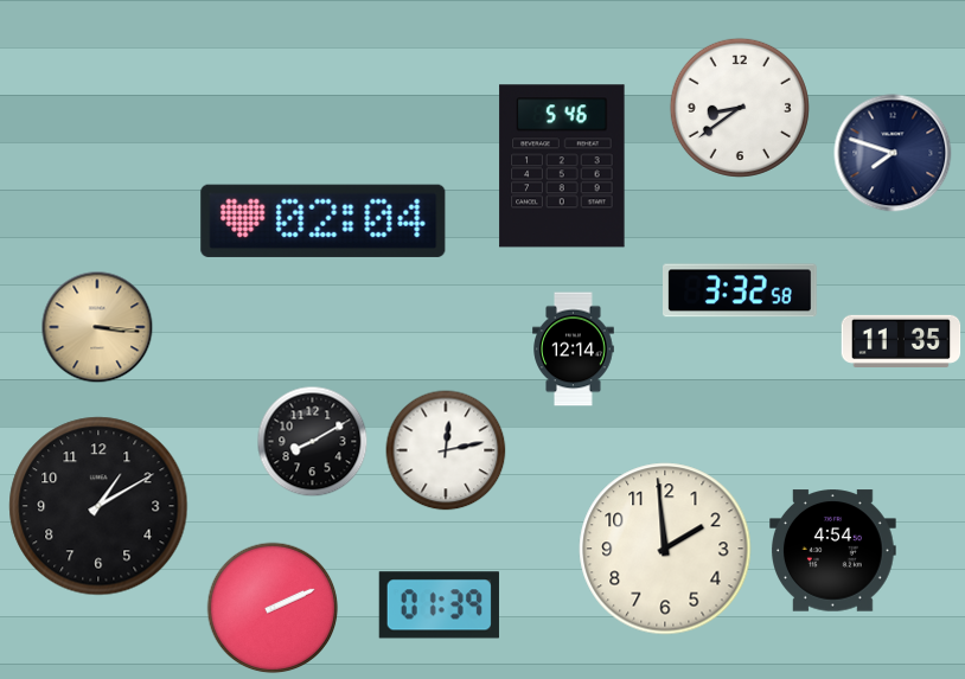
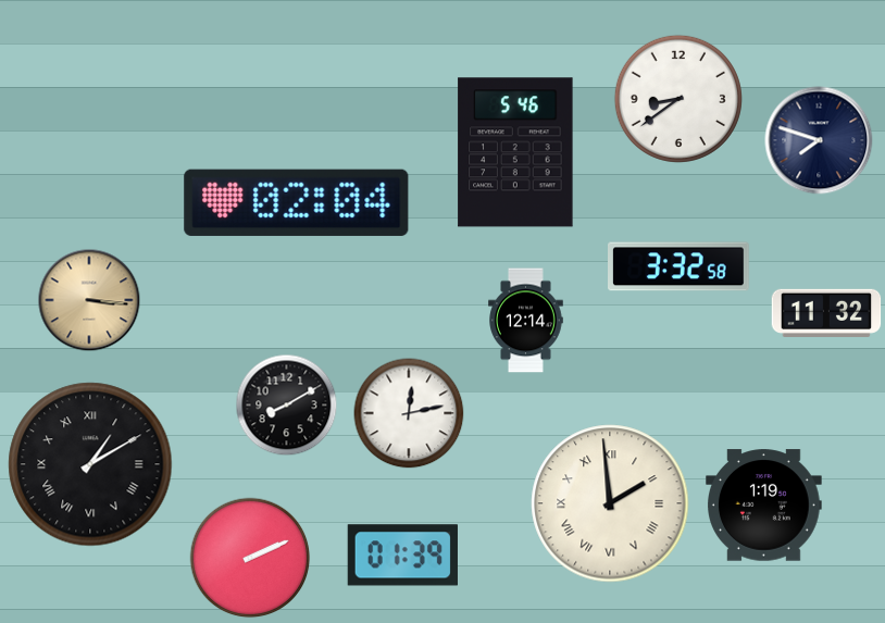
clock at (901, 340): 11:35 -> 11:32
clock at (98, 506) numerals: Arabic -> Roman
clock at (665, 549) numerals: Arabic -> Roman
clock at (833, 551): 4:54 -> 1:19
